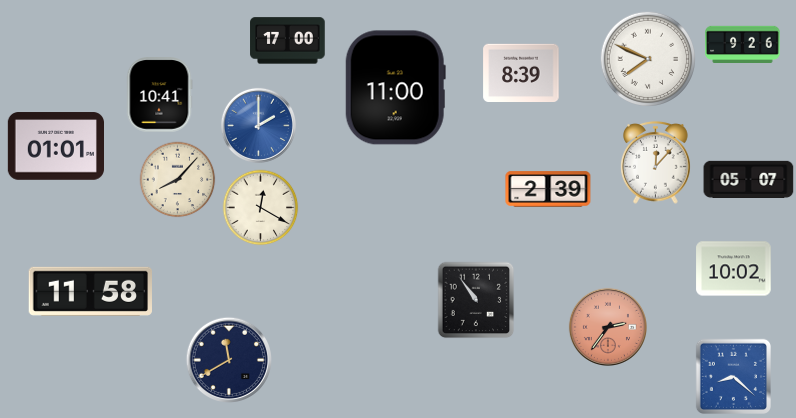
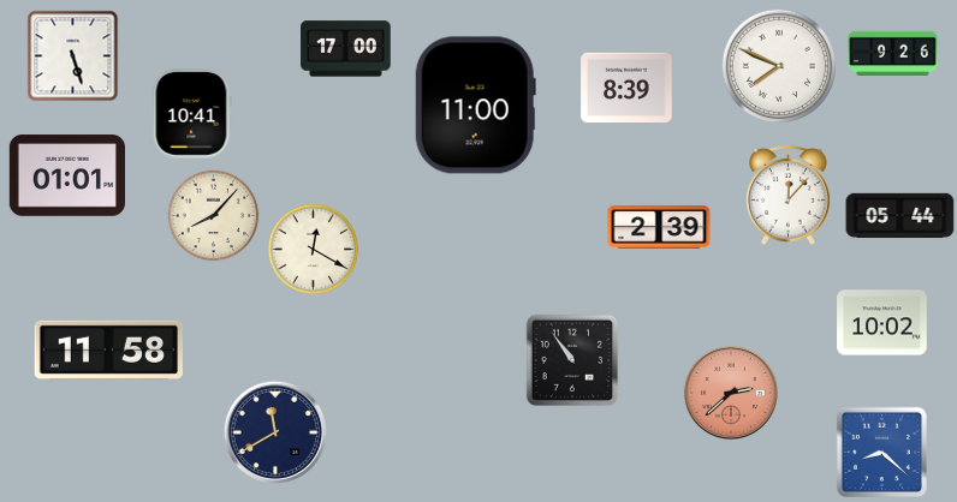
clock at (73, 56): none -> 5:27
clock at (647, 58) position: (647, 58) -> (778, 65)
clock at (258, 125): 2:00 -> none
clock at (749, 179): 05:07 -> 05:44
clock at (608, 327): 2:36 -> 2:38
